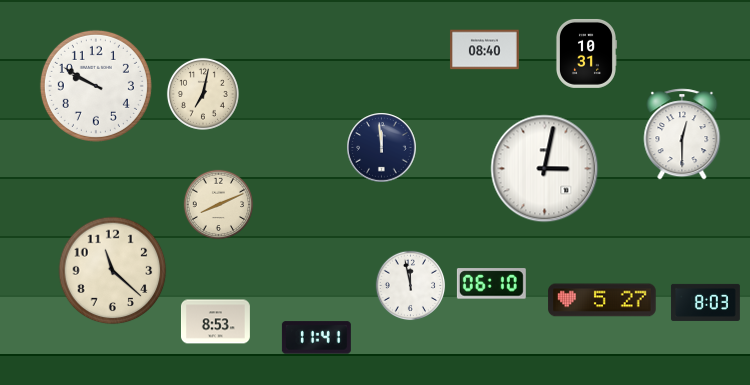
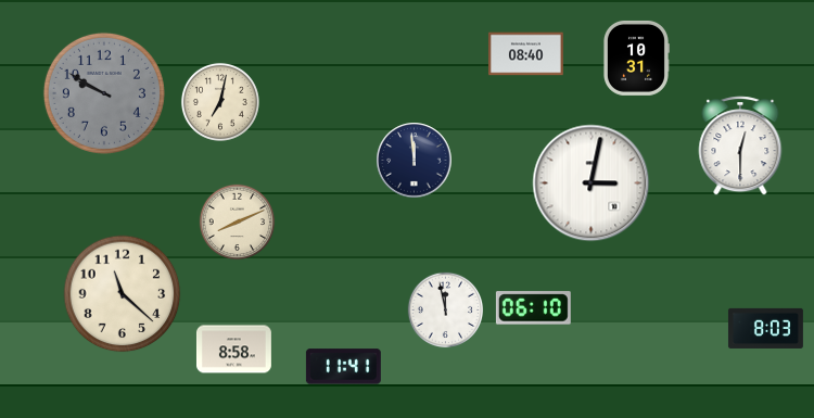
clock at (96, 86) dial: white -> grey
clock at (602, 300): 5:27 -> none
clock at (215, 322): 8:53 -> 8:58
